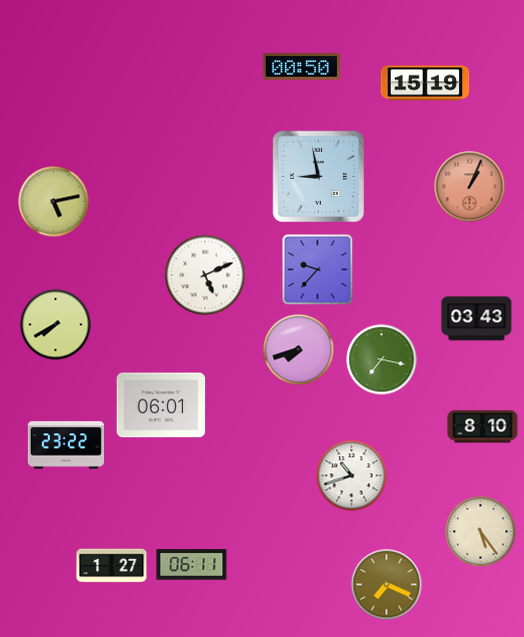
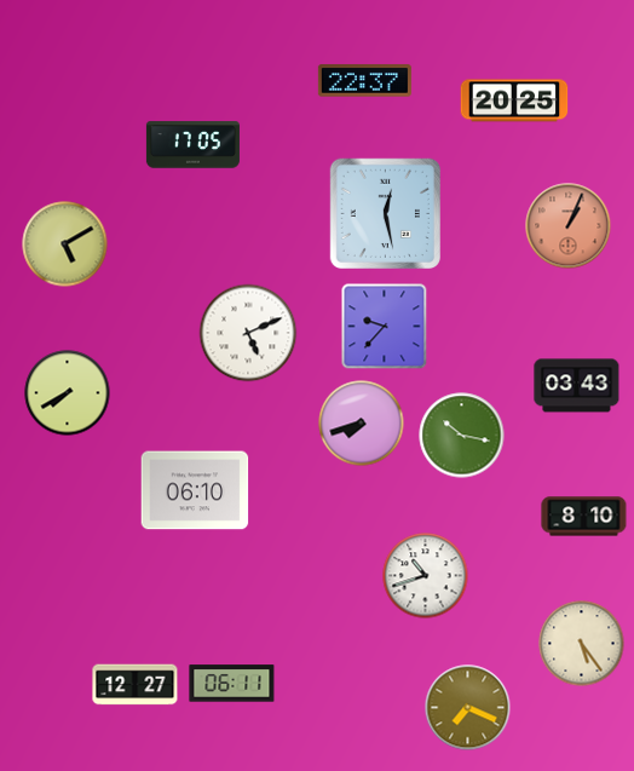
clock at (301, 67): 00:50 -> 22:37
clock at (425, 83): 15:19 -> 20:25
clock at (192, 145): none -> 17:05
clock at (318, 176): 8:58 -> 12:28
clock at (54, 202): 5:13 -> 5:10
clock at (382, 360): 7:17 -> 10:17
clock at (161, 405): 06:01 -> 06:10
clock at (65, 445): 23:22 -> none
clock at (112, 566): 1:27 -> 12:27
